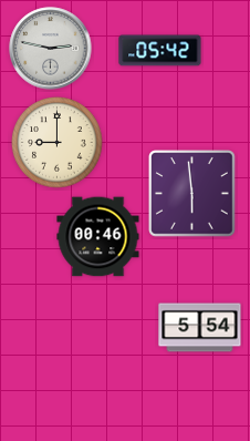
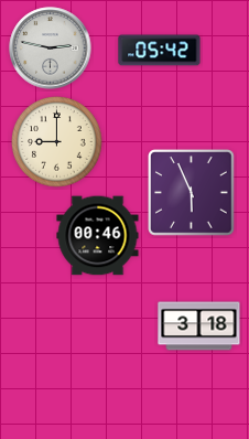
clock at (192, 194): 5:59 -> 5:56
clock at (200, 328): 5:54 -> 3:18
